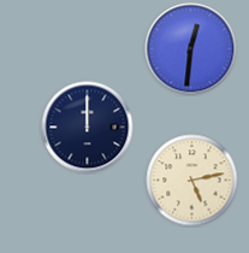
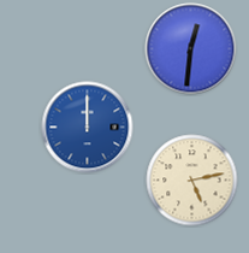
clock at (88, 128) dial: navy -> blue
